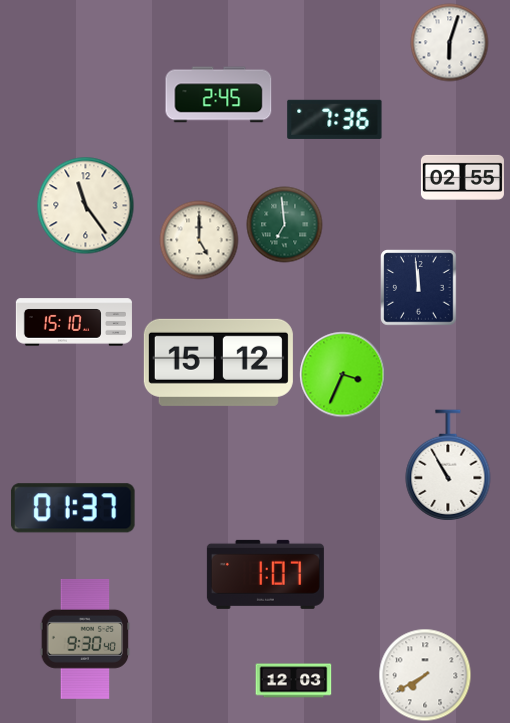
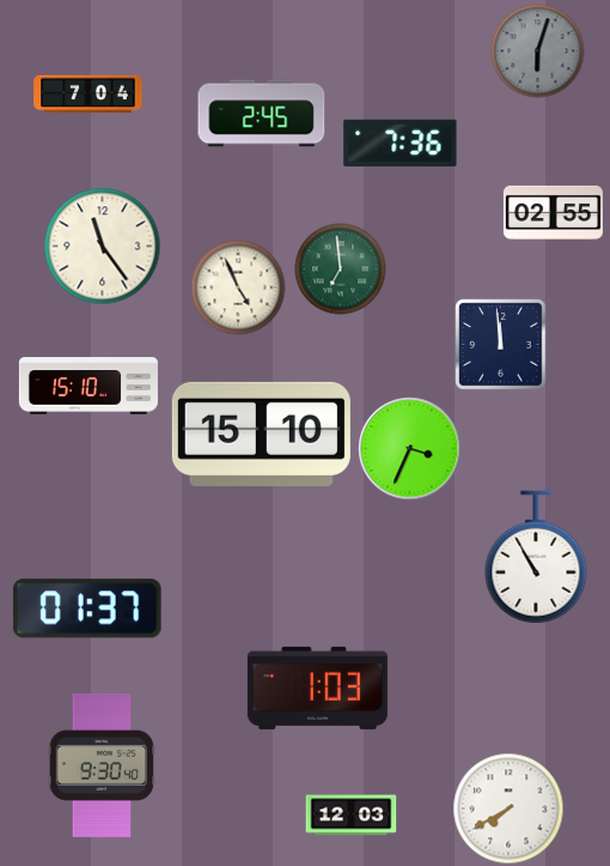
clock at (450, 43) dial: white -> grey
clock at (89, 95): none -> 7:04
clock at (199, 240): 5:00 -> 4:56
clock at (218, 362): 15:12 -> 15:10
clock at (265, 574): 1:07 -> 1:03
